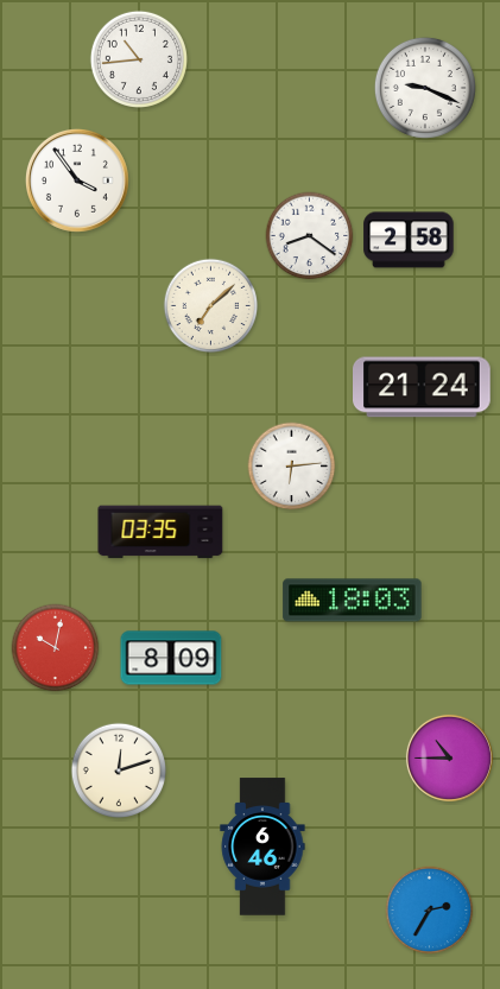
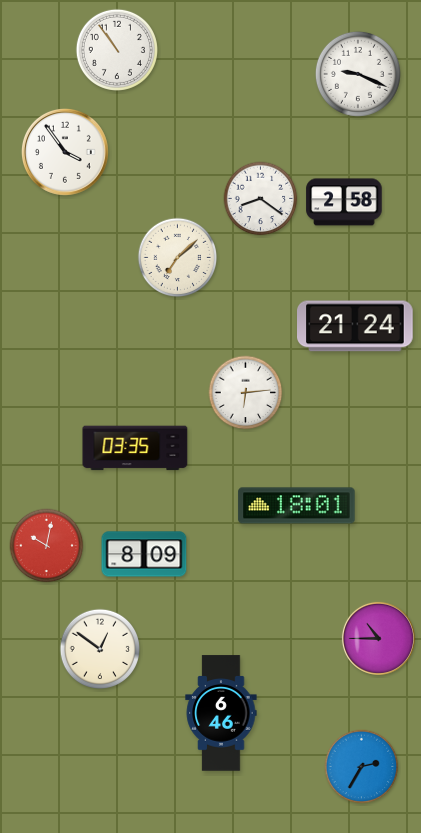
clock at (139, 59): 10:44 -> 10:54
clock at (353, 601): 18:03 -> 18:01
clock at (118, 769): 12:12 -> 12:51
